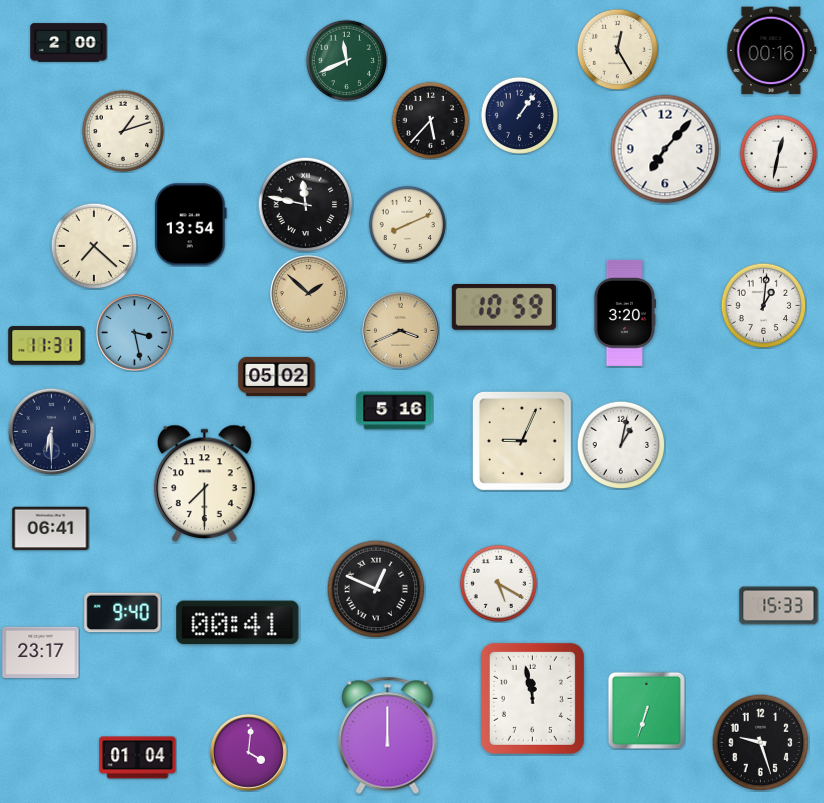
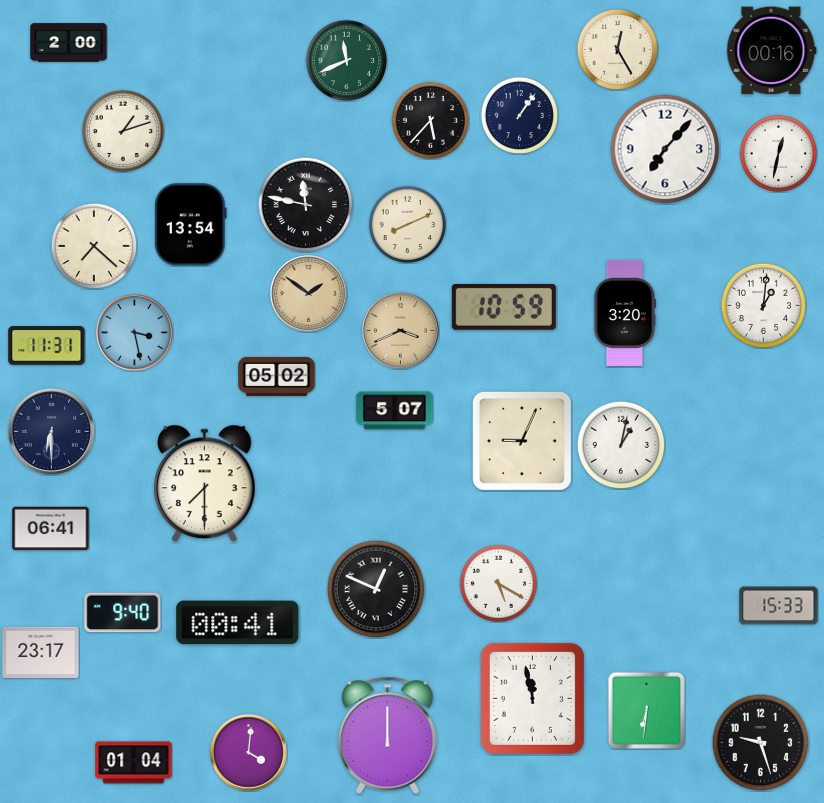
clock at (309, 294): 1:52 -> 1:51
clock at (395, 411): 5:16 -> 5:07
clock at (646, 710): 6:33 -> 6:31
clock at (138, 758) position: (138, 758) -> (134, 763)
